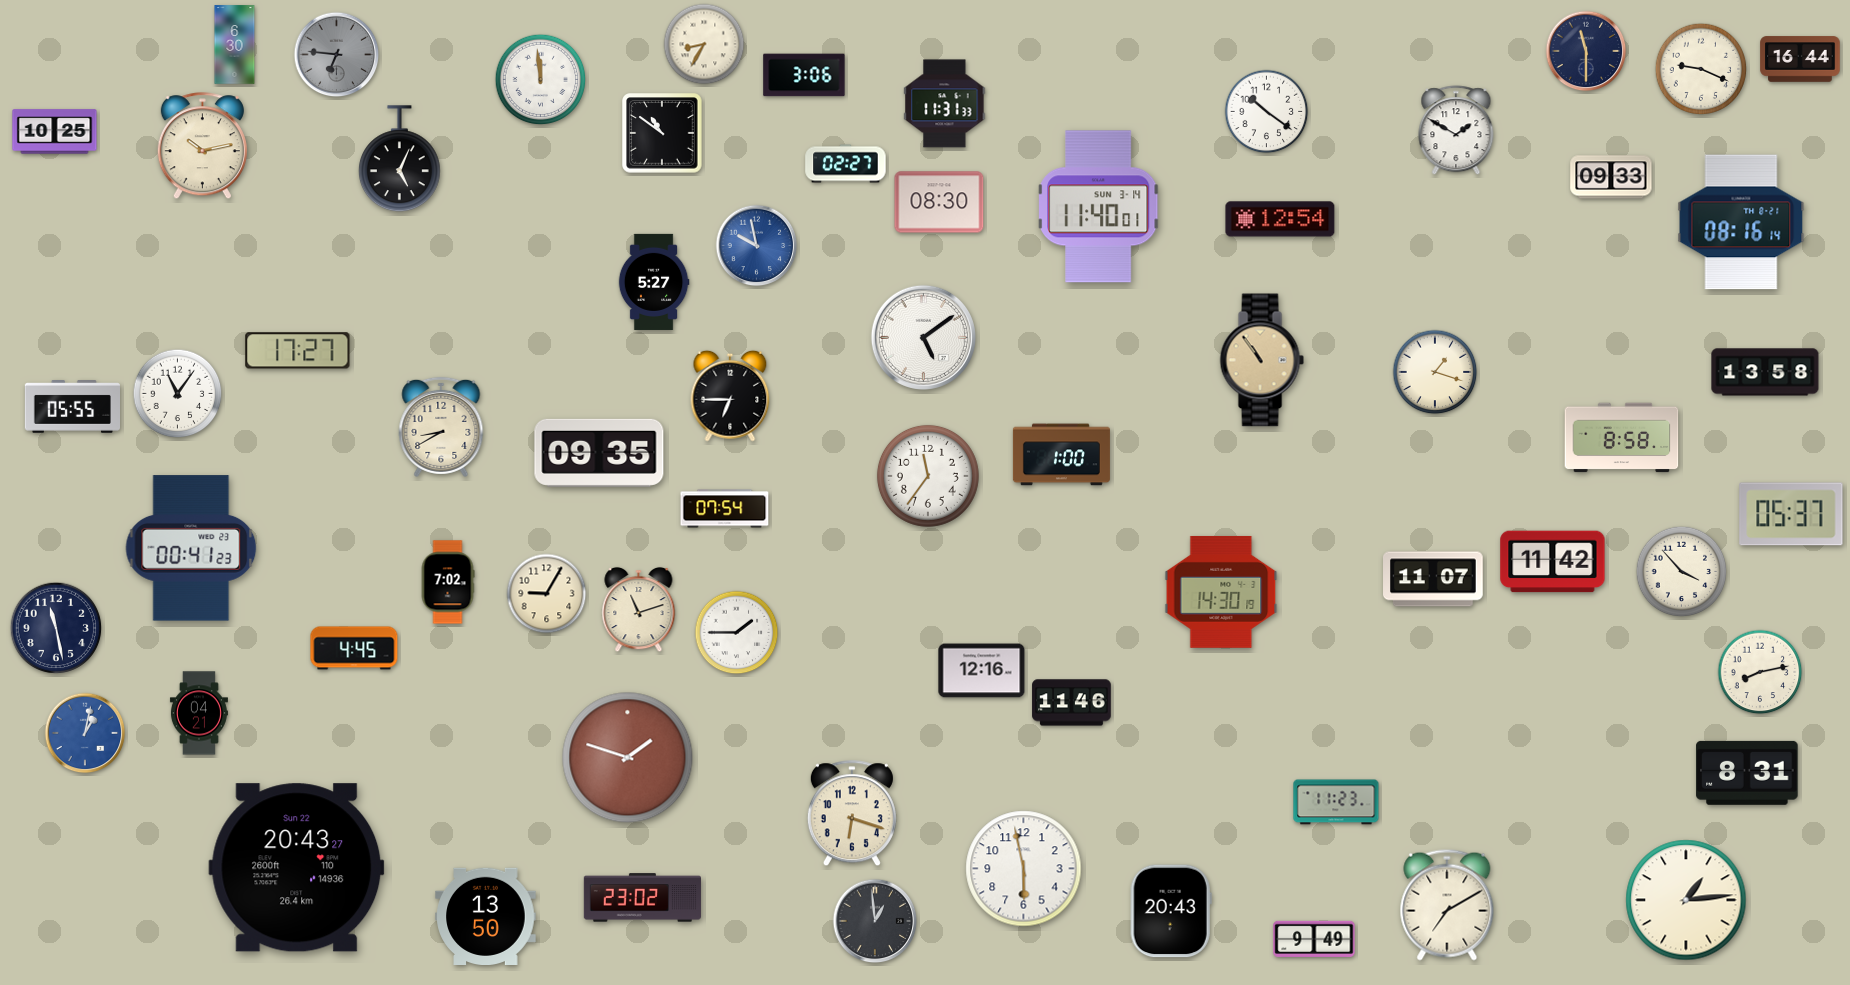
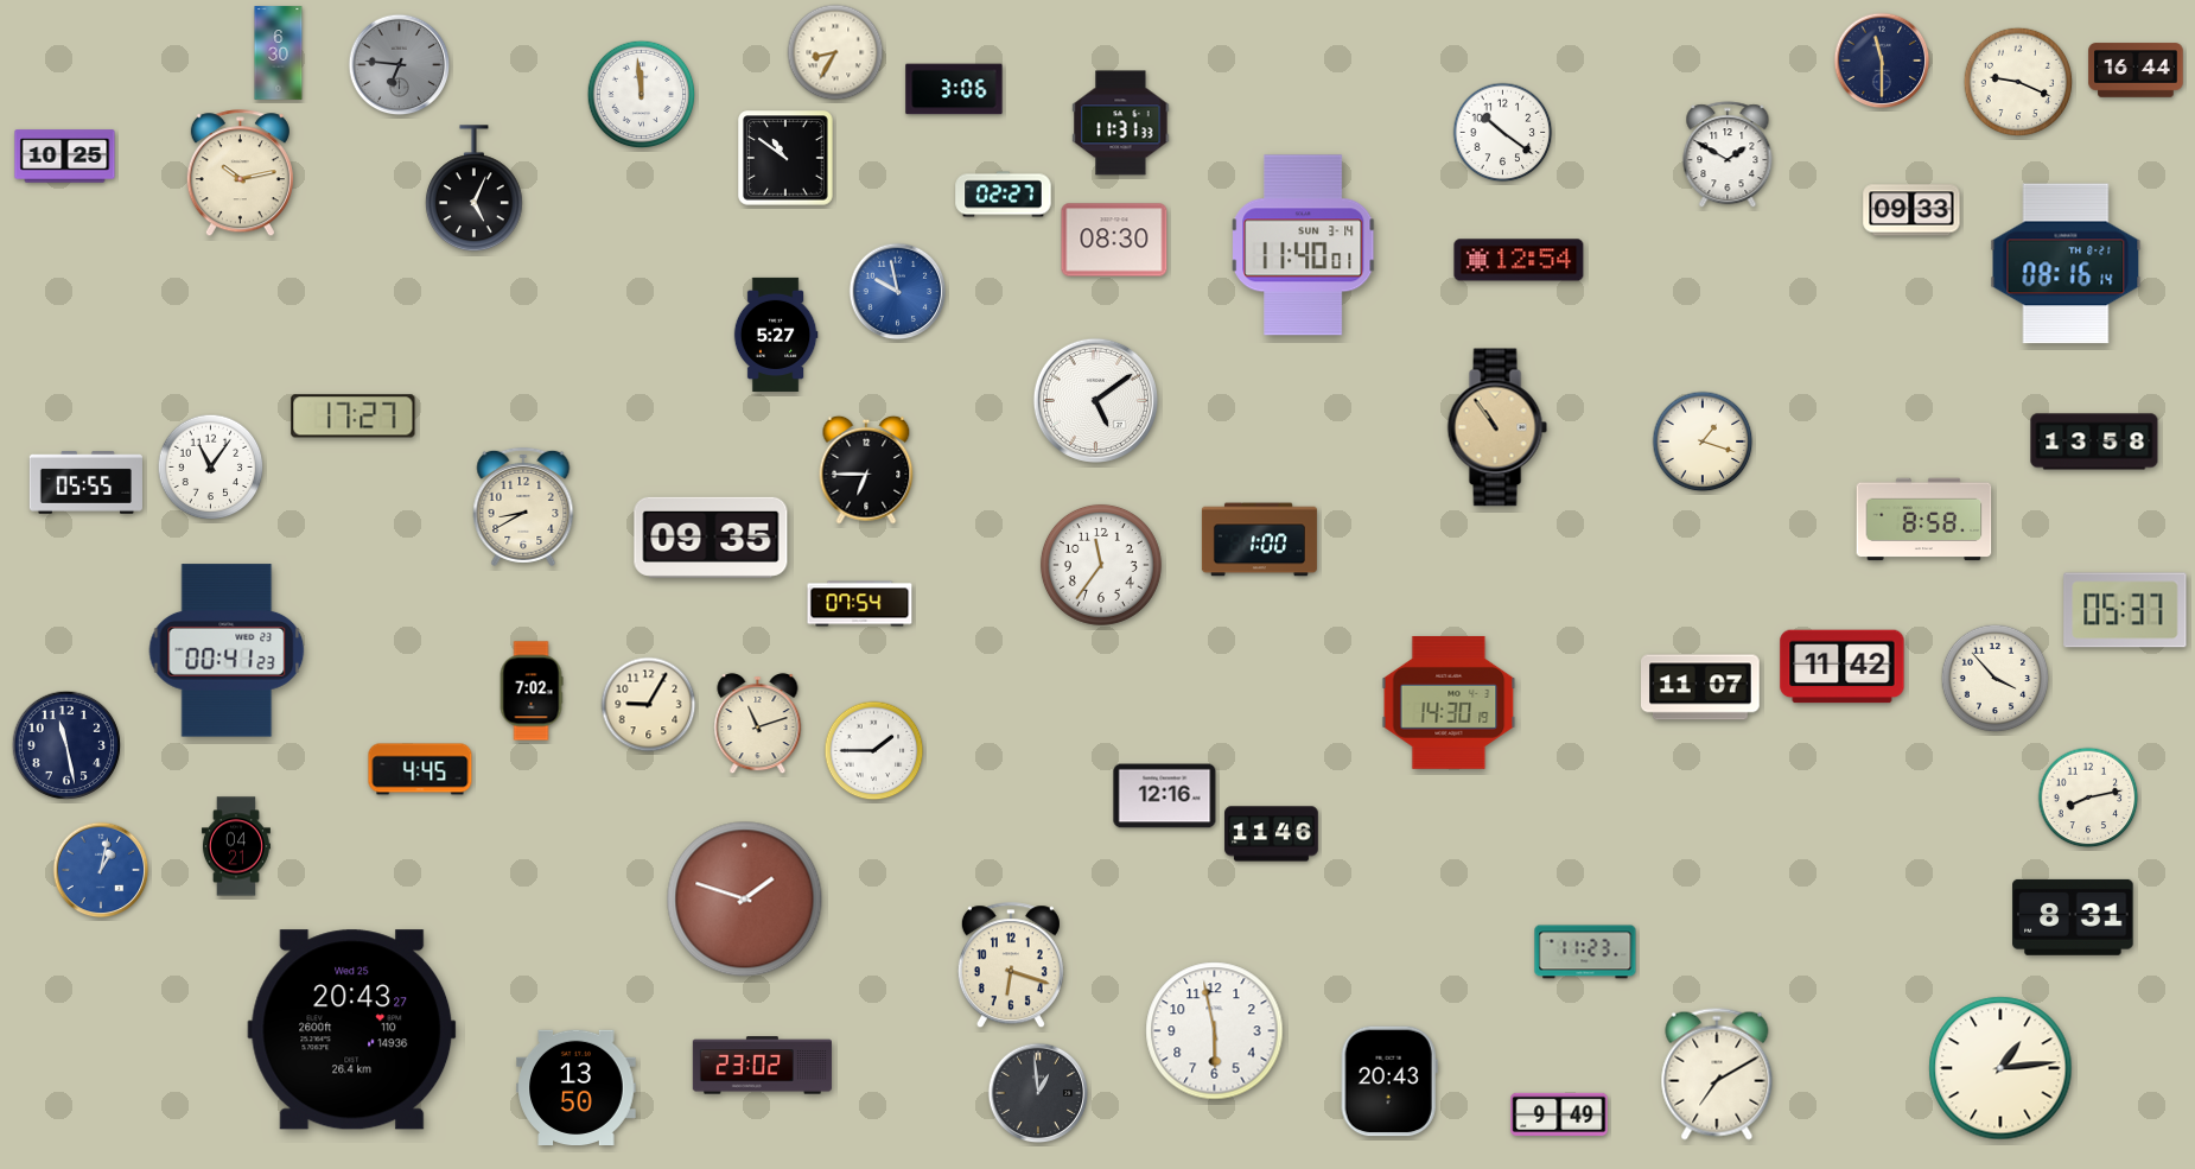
clock at (297, 868) date: Sun 22 -> Wed 25
